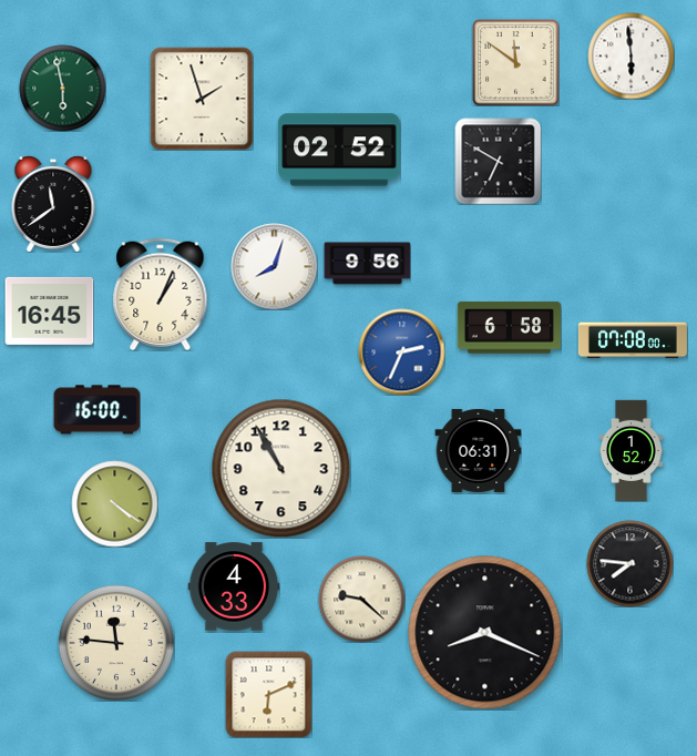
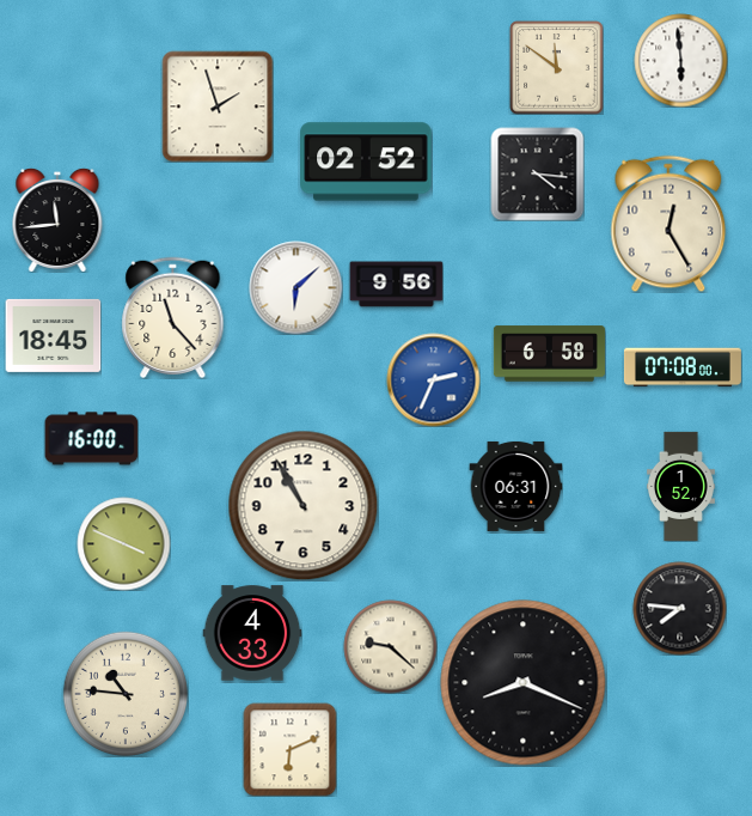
clock at (62, 88): 5:58 -> none
clock at (498, 161): 6:50 -> 4:16
clock at (53, 204): 11:39 -> 11:44
clock at (668, 224): none -> 12:25
clock at (274, 266): 8:03 -> 6:08
clock at (161, 294): 1:04 -> 11:23
clock at (49, 310): 16:45 -> 18:45
clock at (96, 410) position: (96, 410) -> (91, 439)
clock at (114, 503): 4:21 -> 3:49
clock at (115, 642): 11:46 -> 10:46
